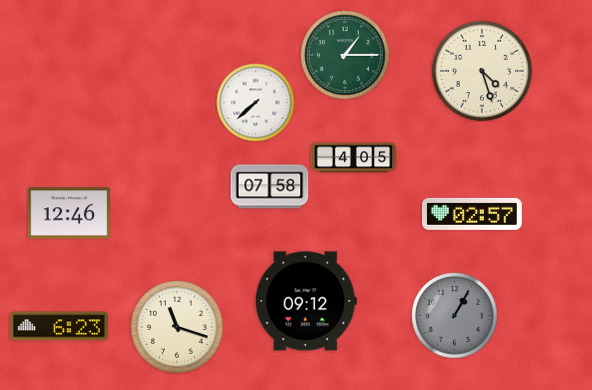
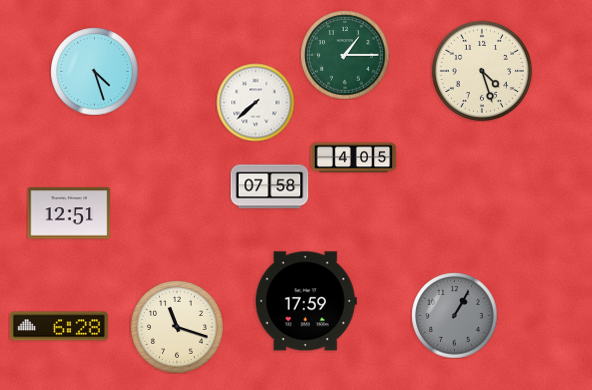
clock at (94, 71): none -> 4:27
clock at (69, 213): 12:46 -> 12:51
clock at (472, 214): 02:57 -> none
clock at (306, 301): 09:12 -> 17:59
clock at (59, 326): 6:23 -> 6:28
